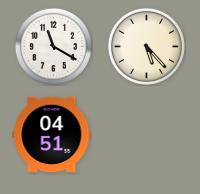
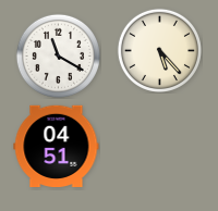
clock at (53, 46) position: (53, 46) -> (58, 55)
